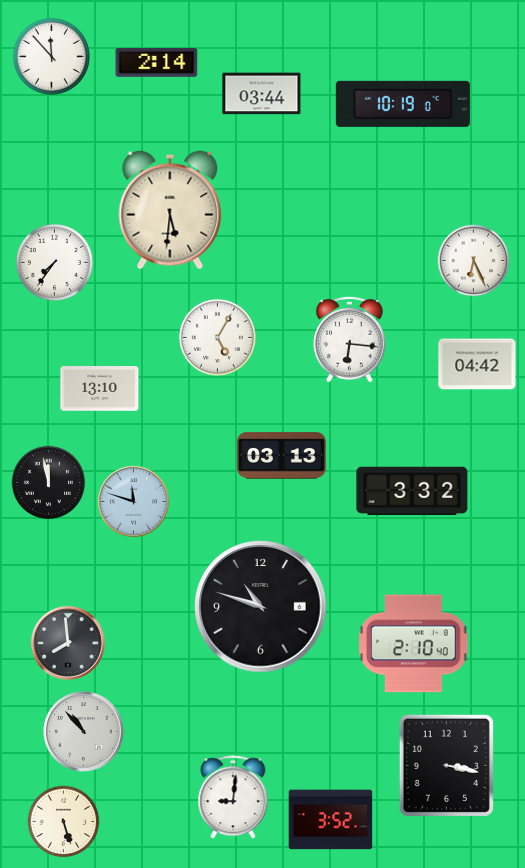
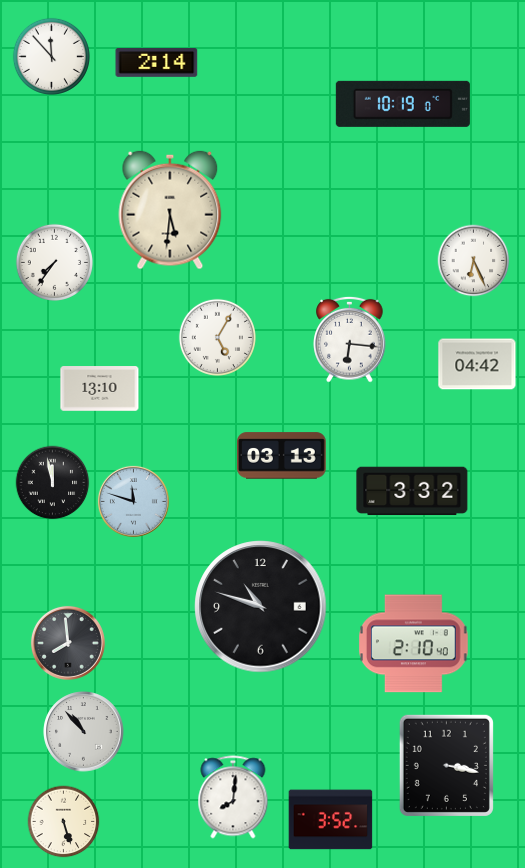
clock at (262, 94): 03:44 -> none
clock at (49, 483) position: (49, 483) -> (53, 483)
clock at (233, 797): 9:01 -> 8:01
